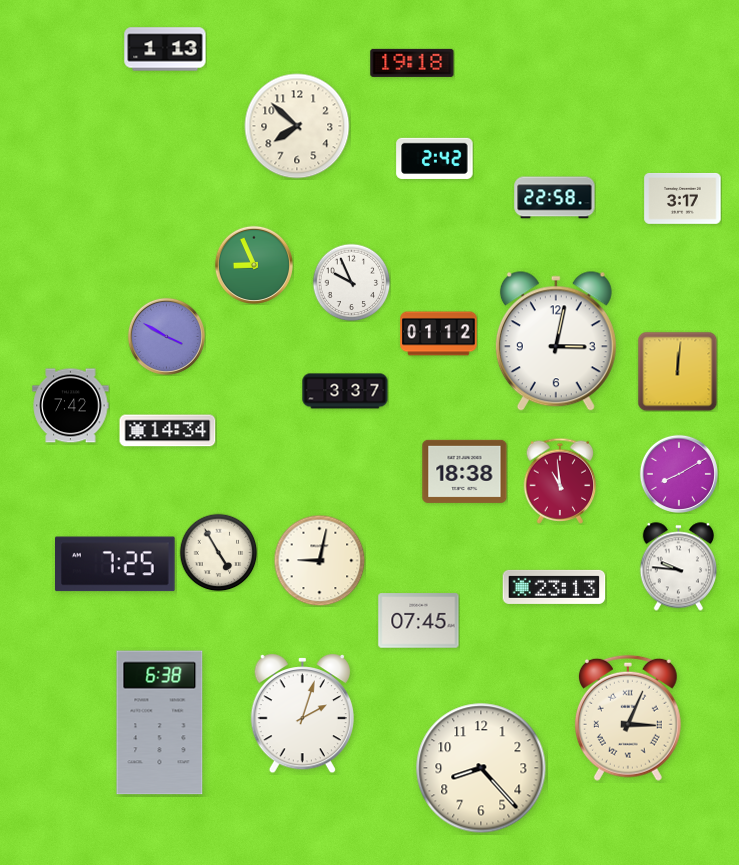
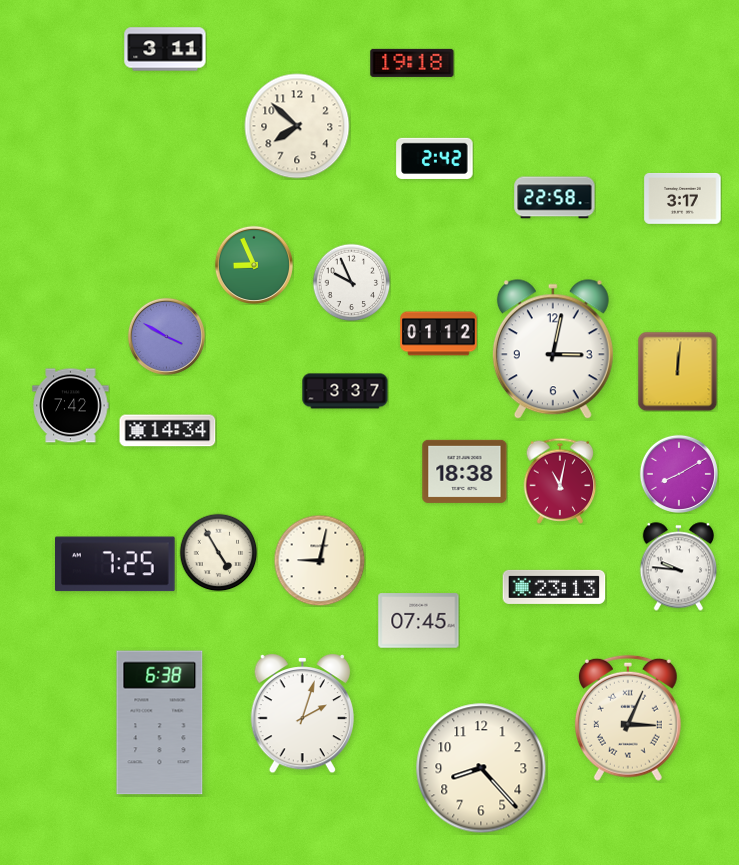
clock at (165, 49): 1:13 -> 3:11
clock at (556, 342) position: (556, 342) -> (553, 350)
clock at (560, 481): 10:59 -> 11:02
